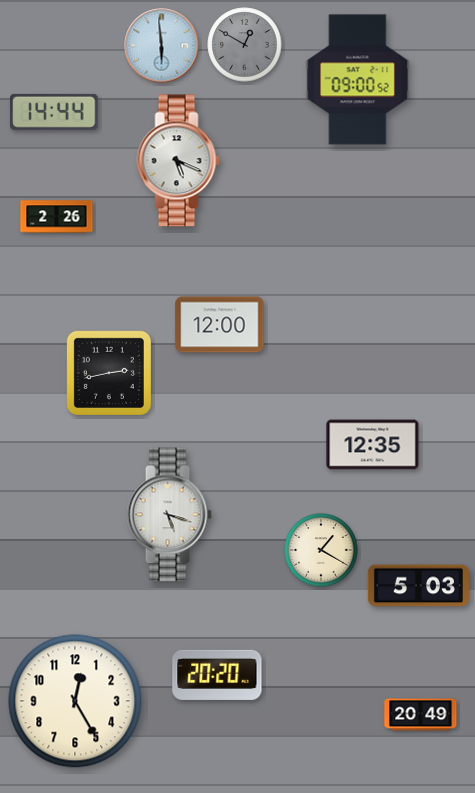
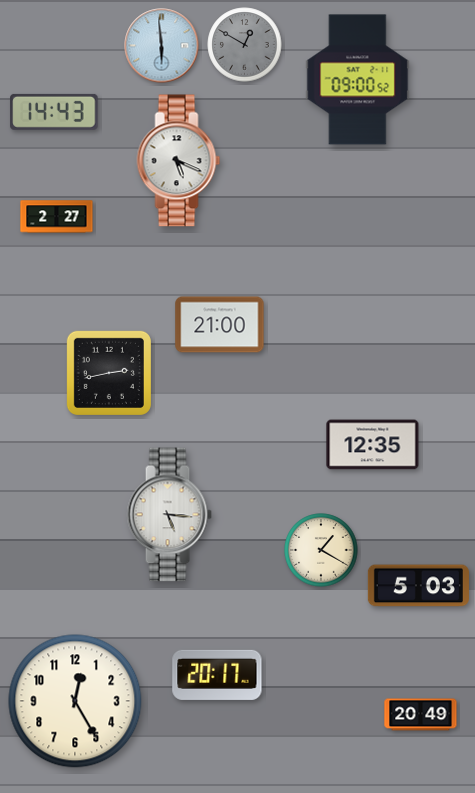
clock at (54, 112): 14:44 -> 14:43
clock at (57, 217): 2:26 -> 2:27
clock at (220, 325): 12:00 -> 21:00
clock at (169, 515): 5:18 -> 5:16
clock at (217, 675): 20:20 -> 20:17
